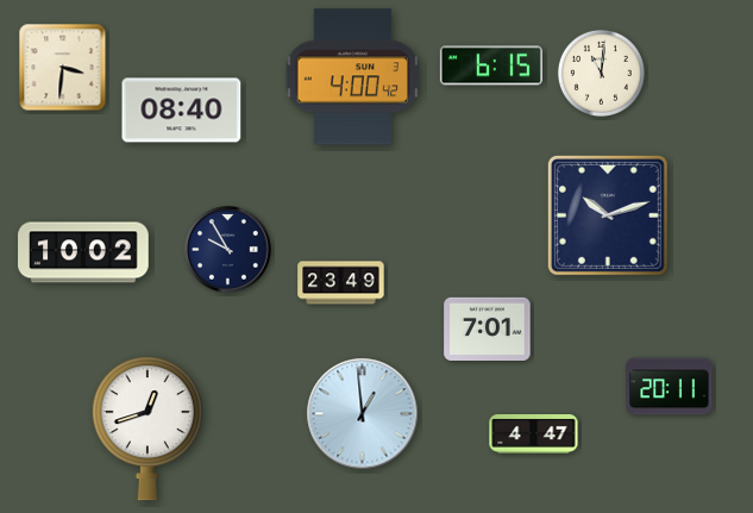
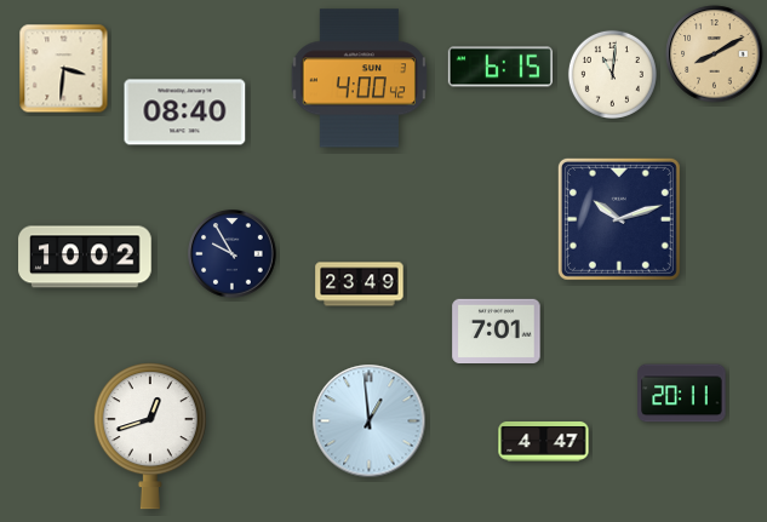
clock at (715, 55): none -> 8:10
clock at (341, 283) position: (341, 283) -> (360, 285)
clock at (488, 329) position: (488, 329) -> (497, 331)
